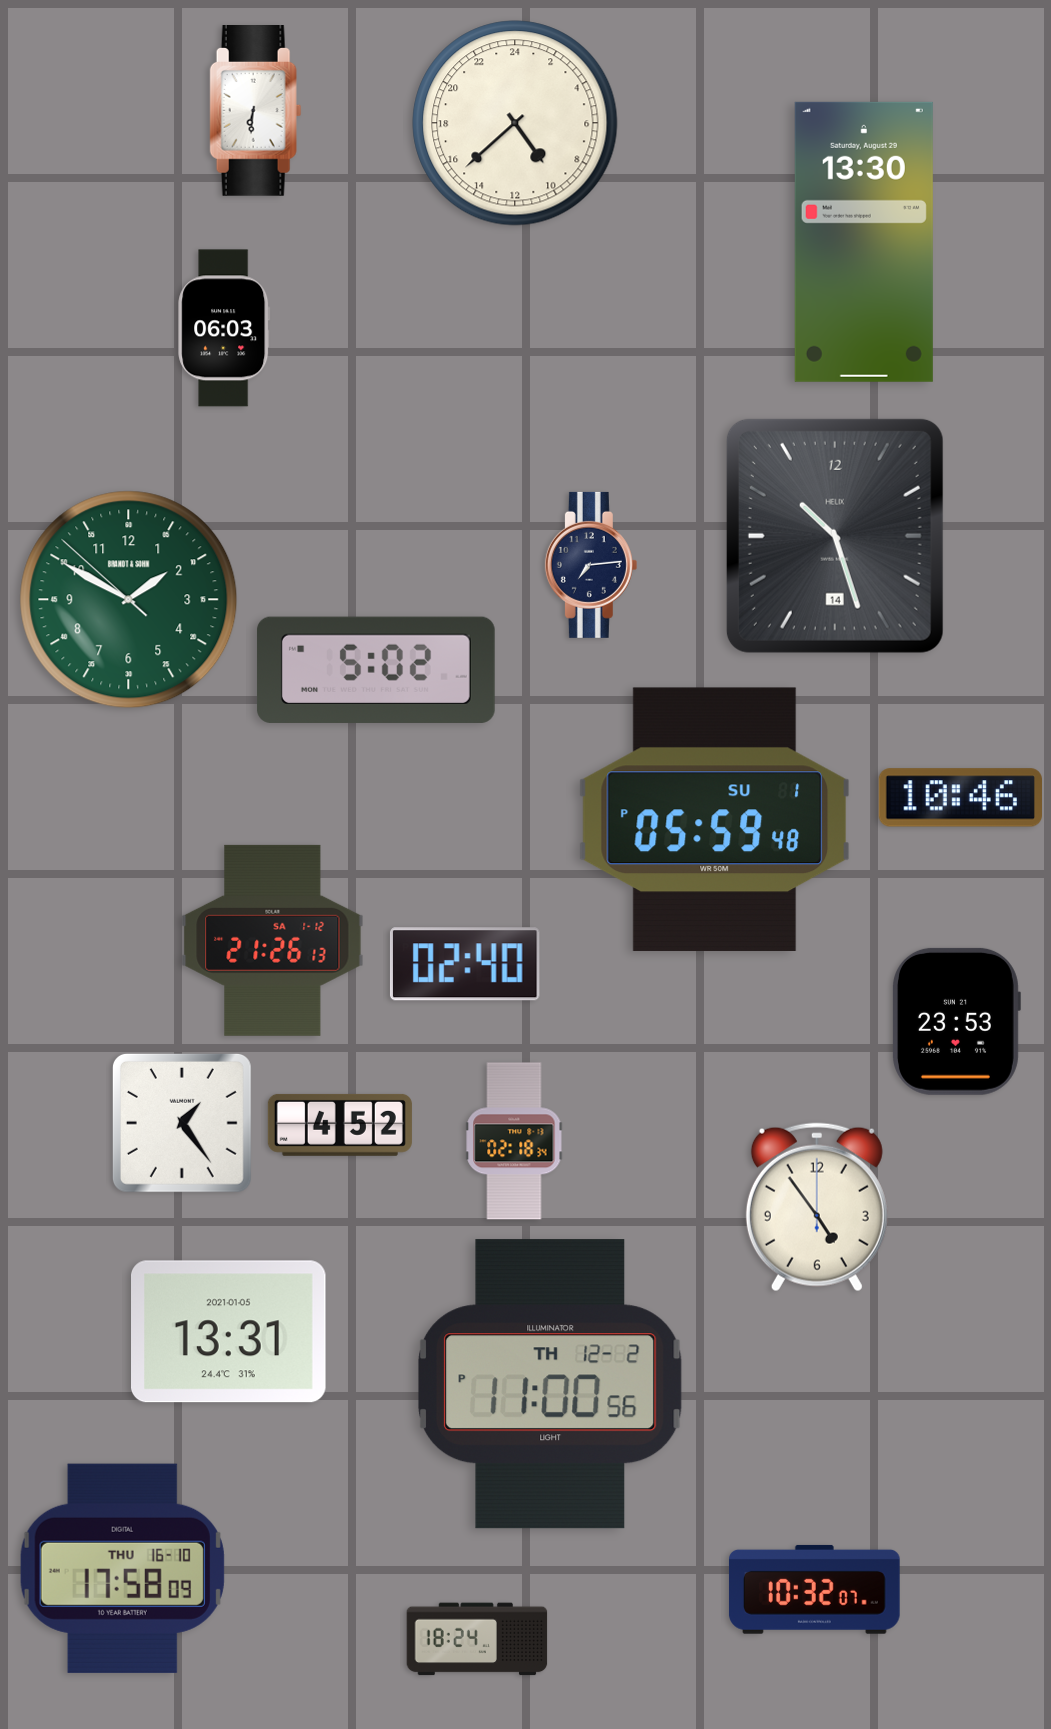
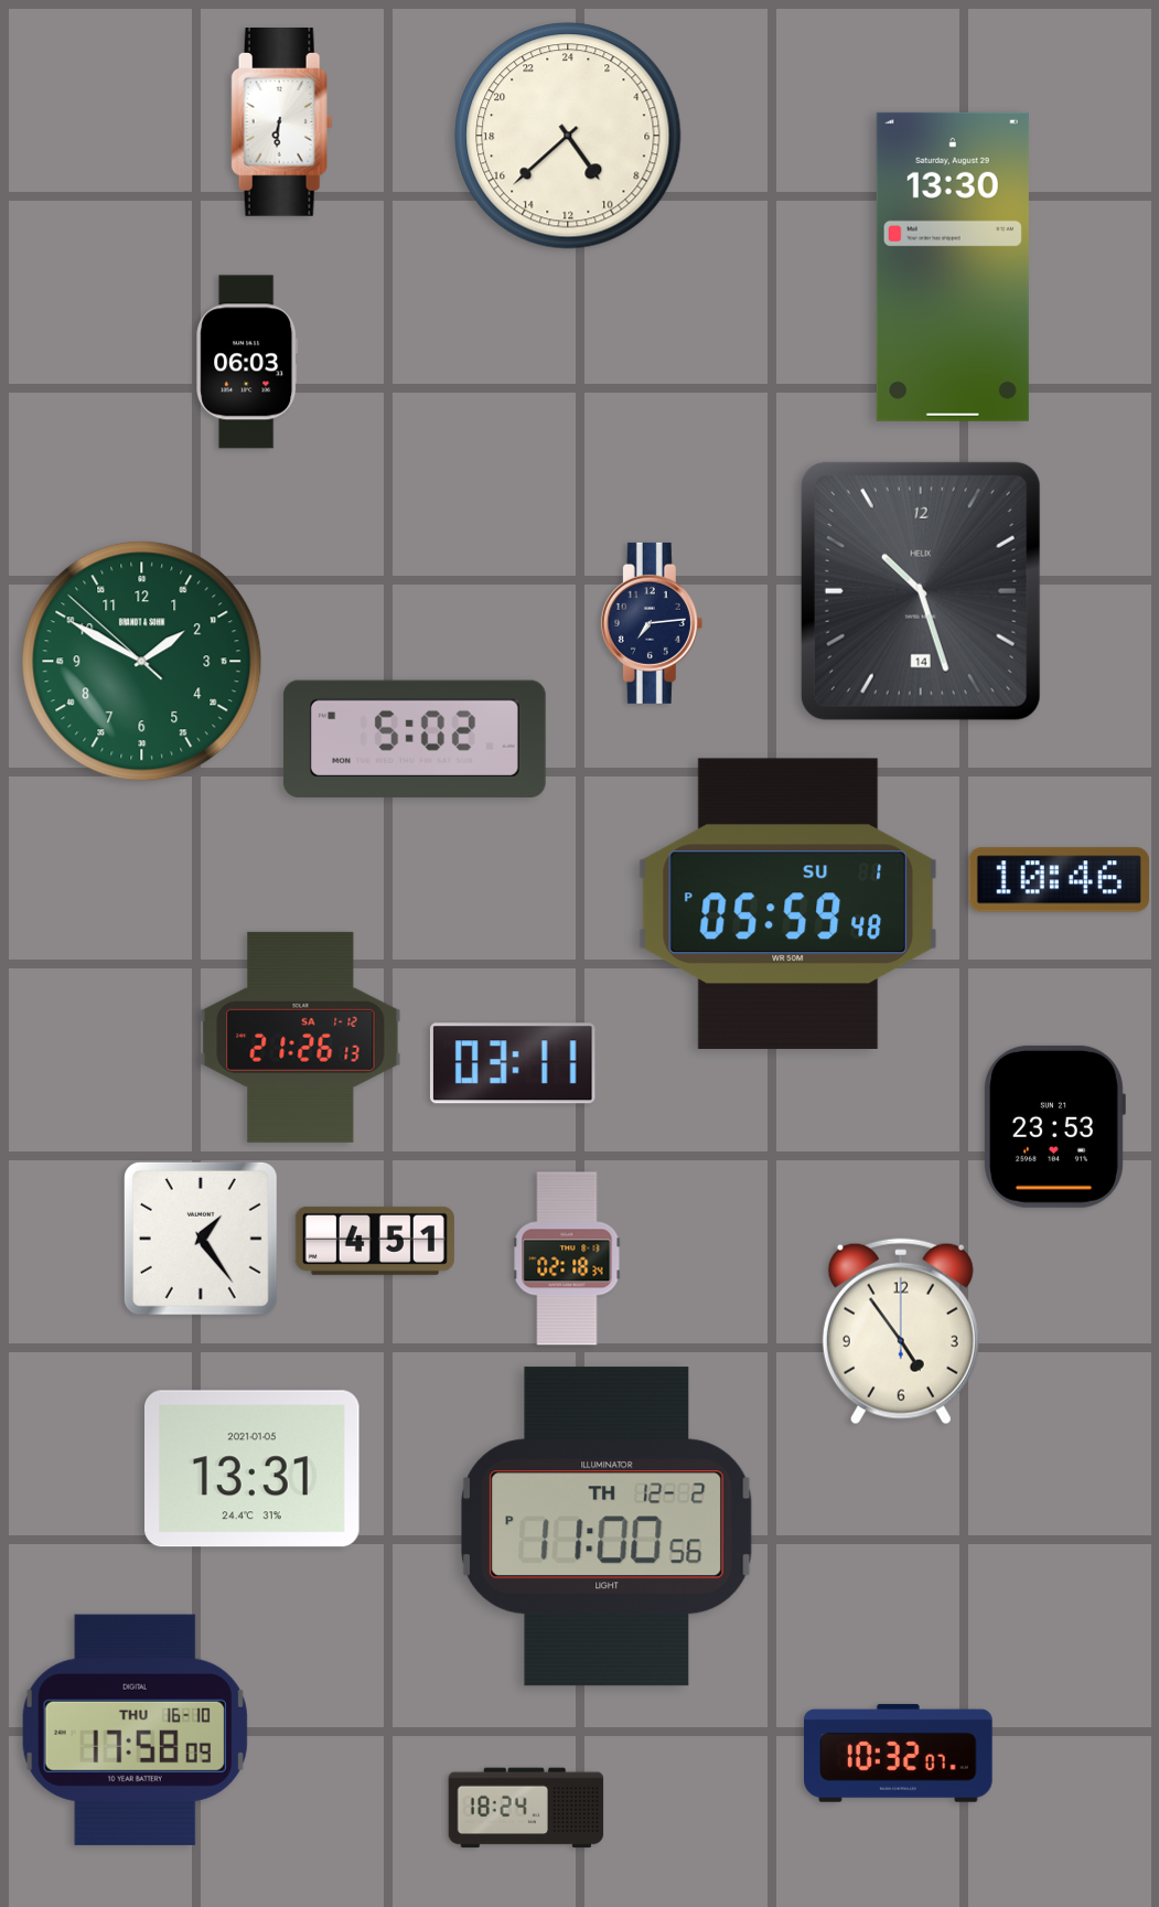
clock at (465, 964): 02:40 -> 03:11
clock at (340, 1125): 4:52 -> 4:51
